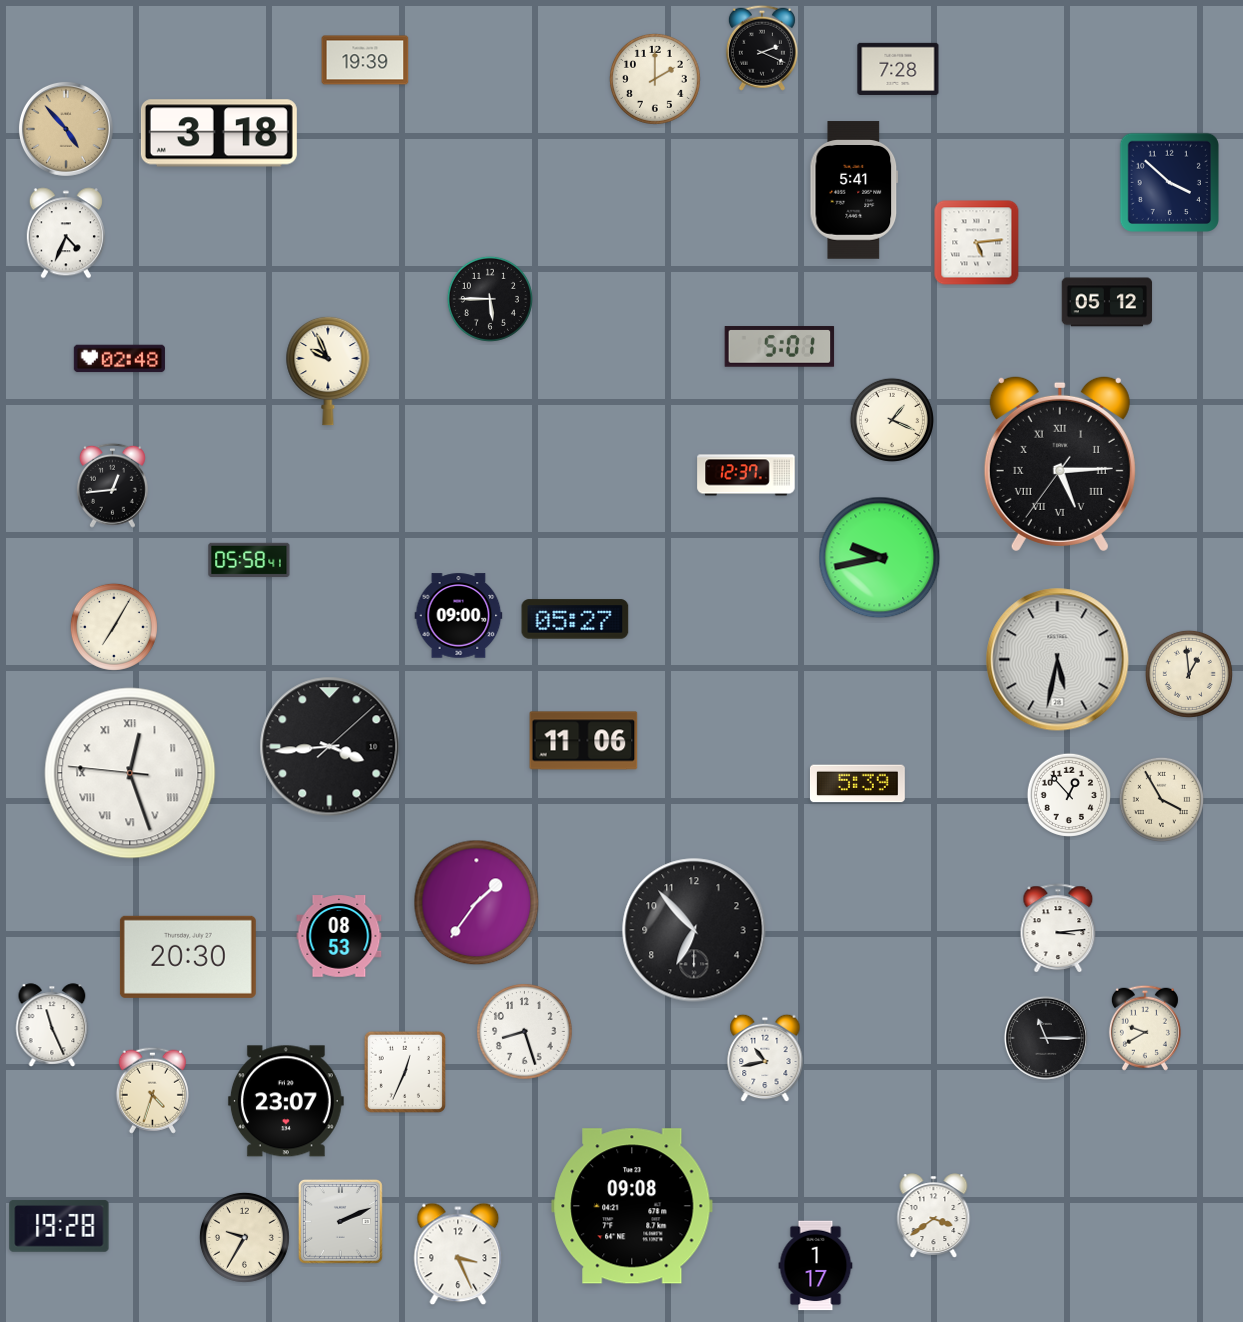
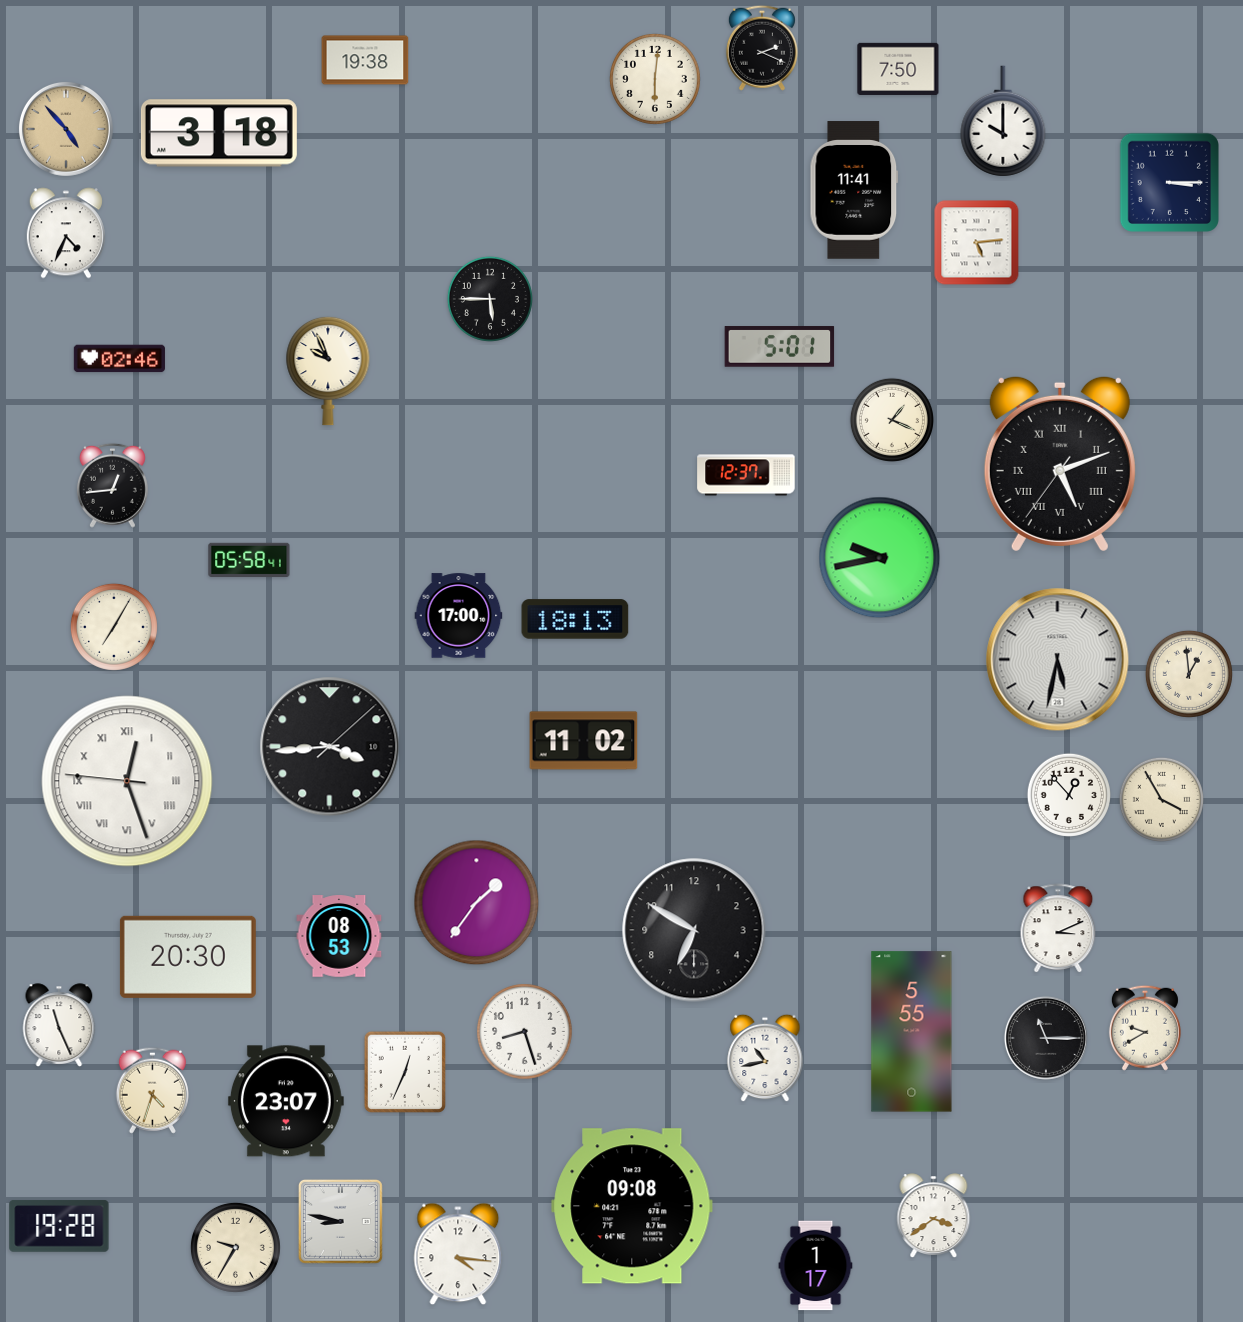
clock at (365, 60): 19:39 -> 19:38
clock at (898, 69): 7:28 -> 7:50
clock at (655, 79): 2:00 -> 6:01
clock at (1003, 121): none -> 10:00
clock at (1169, 182): 3:52 -> 3:15
clock at (854, 190): 5:41 -> 11:41
clock at (1107, 302): 05:12 -> none
clock at (119, 359): 02:48 -> 02:46
clock at (1060, 463): 5:14 -> 5:11
clock at (459, 616): 09:00 -> 17:00
clock at (575, 619): 05:27 -> 18:13
clock at (584, 741): 11:06 -> 11:02
clock at (130, 773) position: (130, 773) -> (127, 781)
clock at (857, 784): 5:39 -> none
clock at (1058, 929): 3:14 -> 3:11
clock at (694, 930): 6:53 -> 6:50
clock at (52, 1025) position: (52, 1025) -> (59, 1025)
clock at (912, 1032): none -> 5:55
clock at (340, 1221): 2:11 -> 8:47
clock at (244, 1237) position: (244, 1237) -> (235, 1247)
clock at (458, 1254): 3:26 -> 4:16
